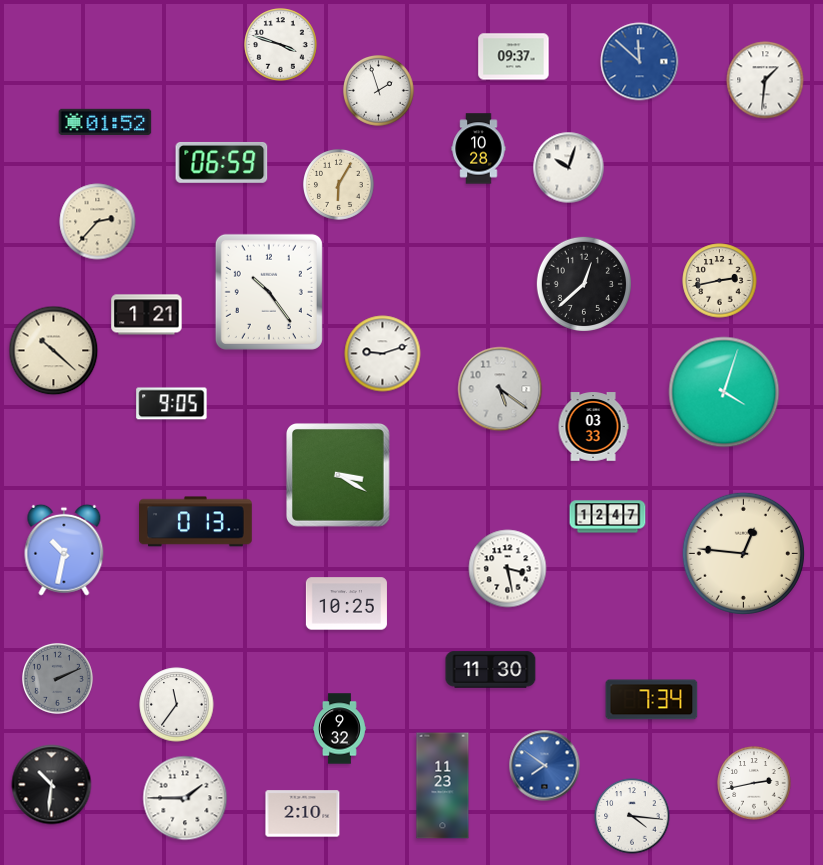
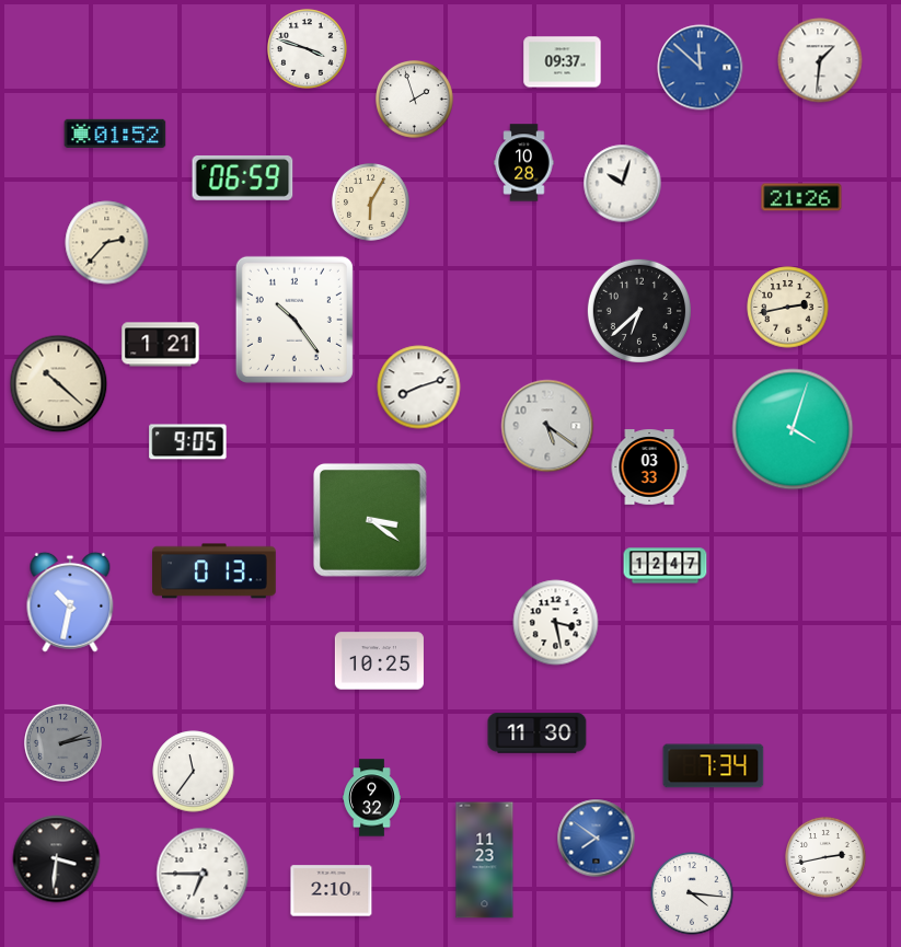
clock at (765, 80) position: (765, 80) -> (820, 60)
clock at (801, 197): none -> 21:26
clock at (584, 284): 12:38 -> 6:38
clock at (383, 354): 9:12 -> 8:12
clock at (339, 476): 3:20 -> 3:21
clock at (743, 553): 12:46 -> none
clock at (58, 679): 2:11 -> 2:13
clock at (52, 785): 10:31 -> 3:31
clock at (185, 798): 1:45 -> 6:45
